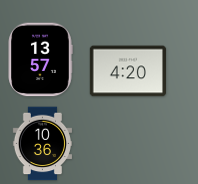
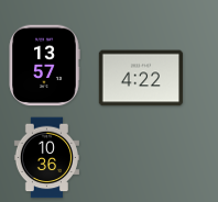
clock at (128, 71): 4:20 -> 4:22
